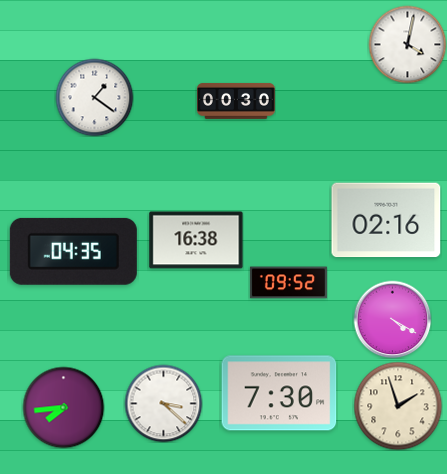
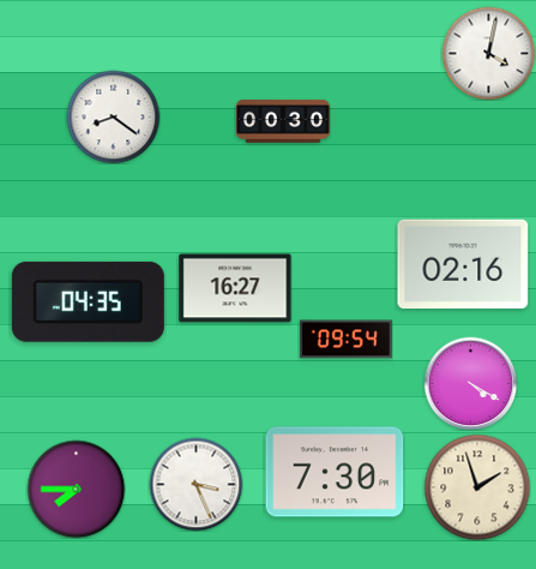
clock at (94, 97): 1:21 -> 8:21
clock at (196, 240): 16:38 -> 16:27
clock at (288, 283): 09:52 -> 09:54
clock at (163, 403): 3:22 -> 3:26
clock at (63, 407): 7:44 -> 7:45
